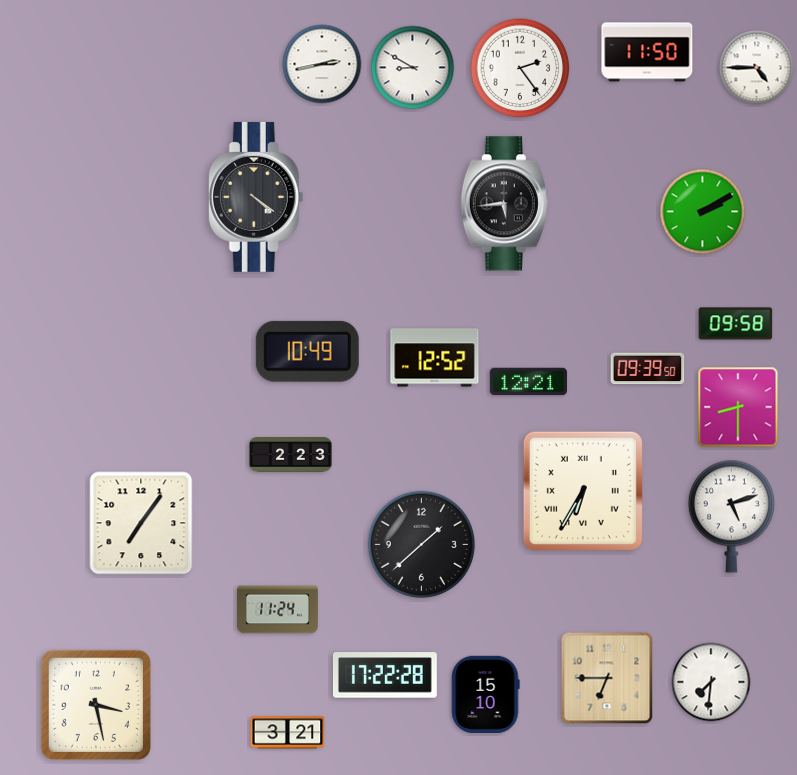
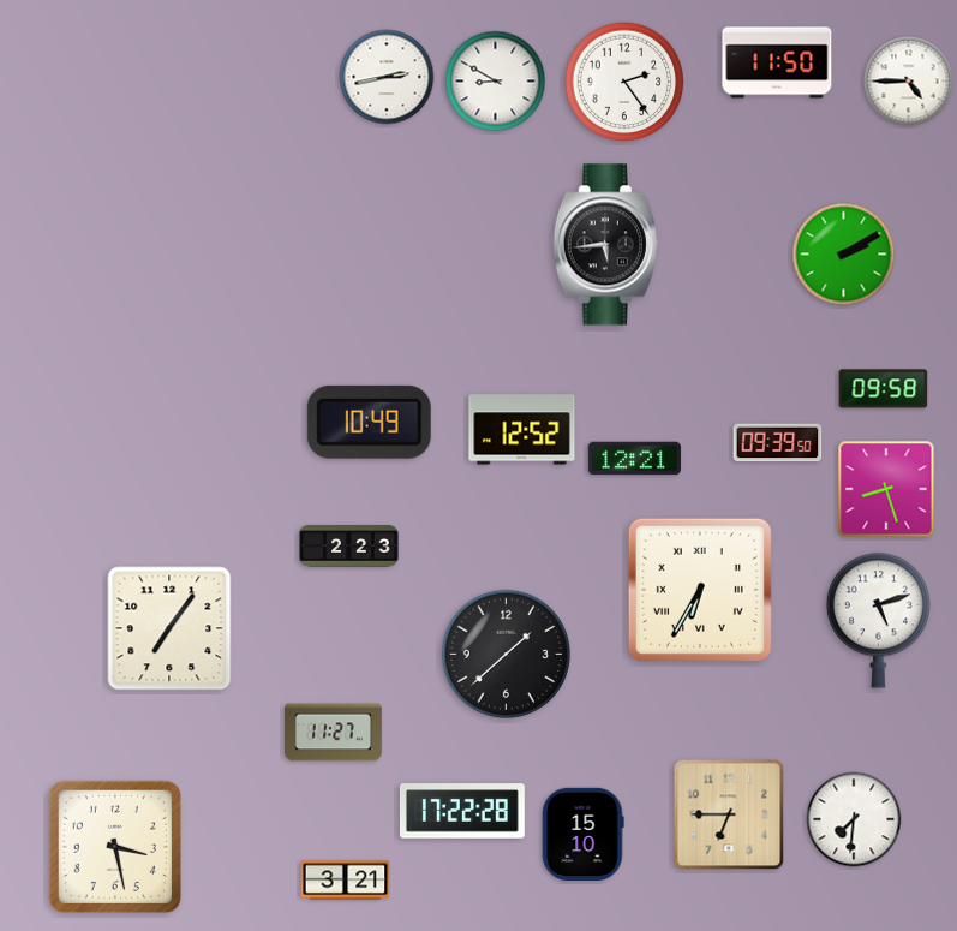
clock at (256, 197): 4:21 -> none
clock at (738, 407): 8:30 -> 8:27
clock at (278, 610): 11:24 -> 11:27
